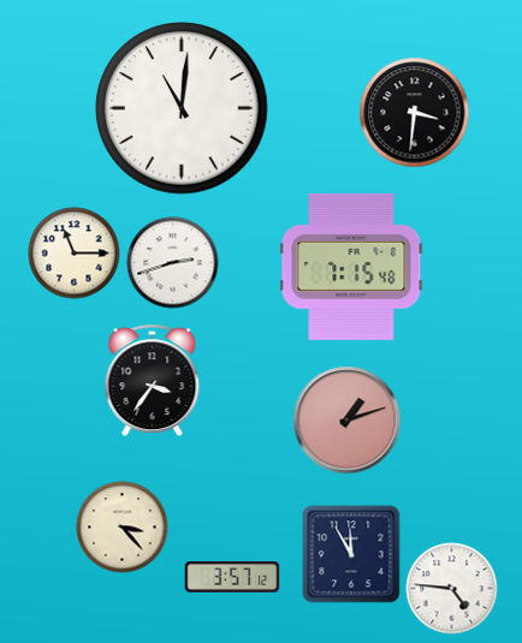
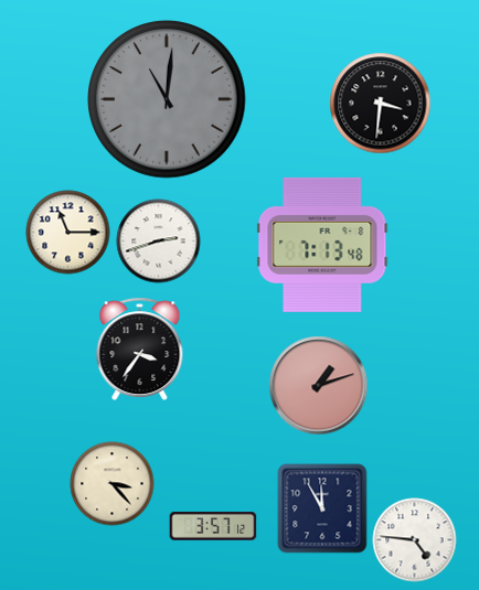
clock at (182, 108) dial: white -> grey
clock at (351, 267): 7:15 -> 7:13
clock at (232, 577) position: (232, 577) -> (213, 526)
